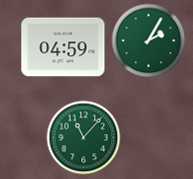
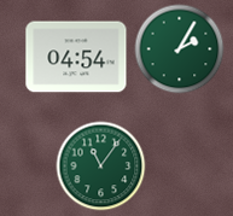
clock at (63, 47): 04:59 -> 04:54
clock at (84, 138): 11:07 -> 11:06
